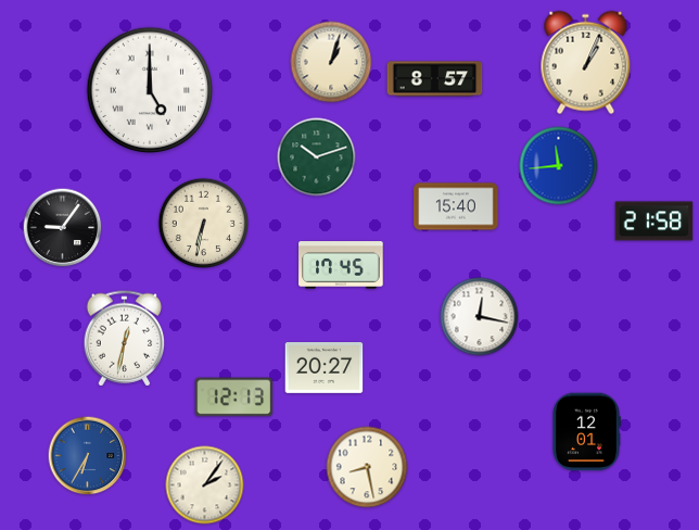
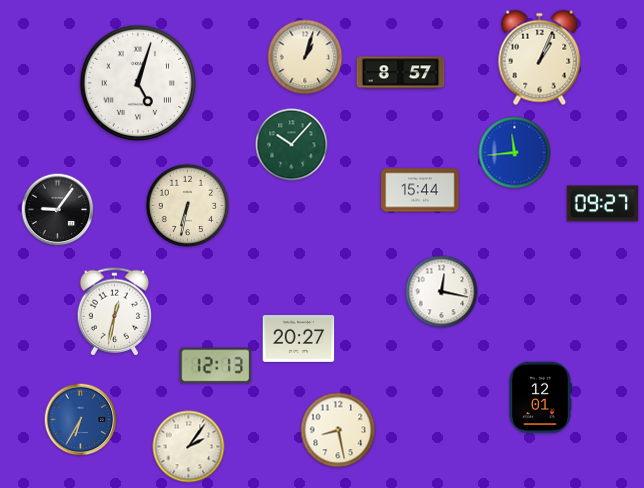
clock at (150, 90): 5:00 -> 5:03
clock at (317, 157): 10:12 -> 10:07
clock at (456, 206): 15:40 -> 15:44
clock at (654, 222): 21:58 -> 09:27
clock at (341, 266): 17:45 -> none
